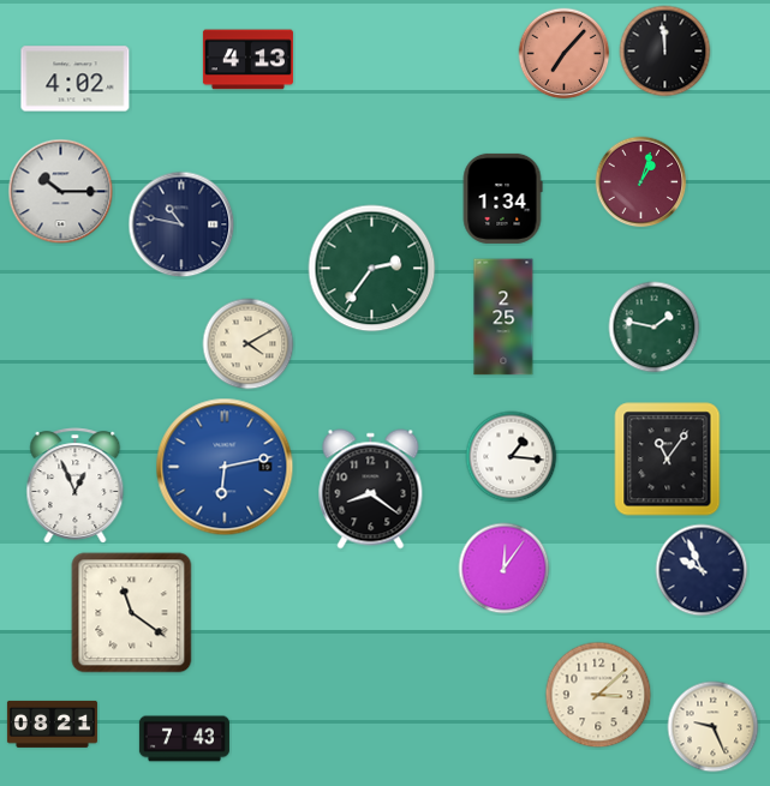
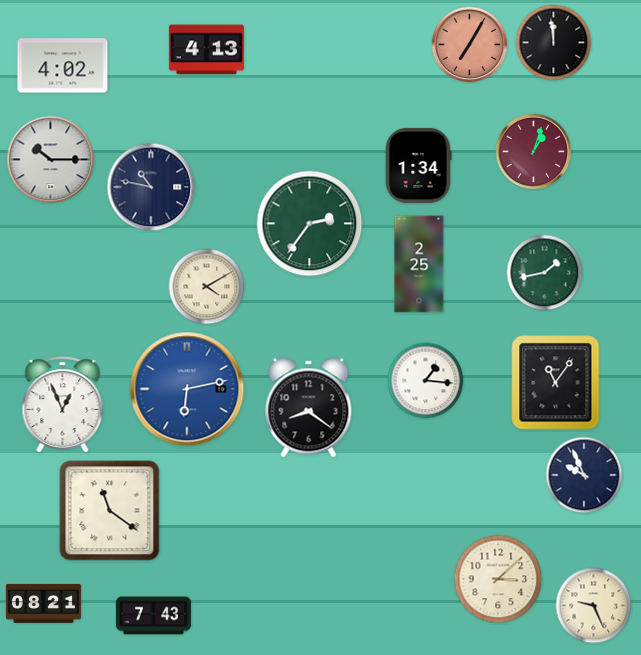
clock at (565, 54): 7:07 -> 7:05
clock at (655, 328): 1:47 -> 1:43
clock at (505, 569): 12:06 -> none
